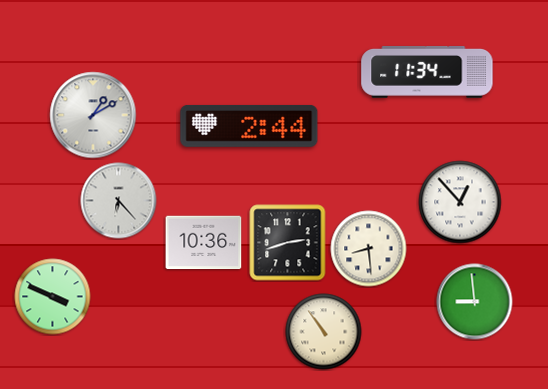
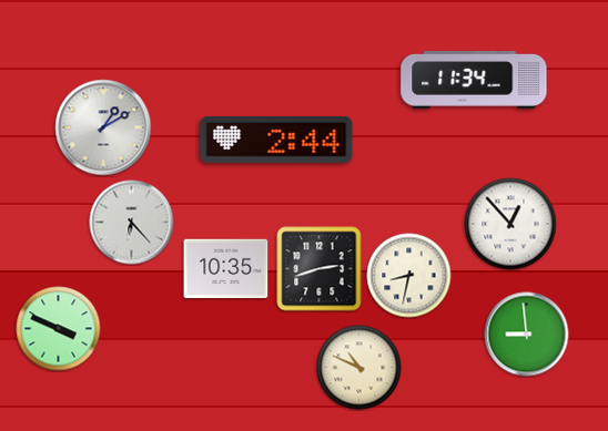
clock at (204, 243): 10:36 -> 10:35
clock at (369, 249): 8:29 -> 8:32
clock at (324, 332): 10:54 -> 10:49
